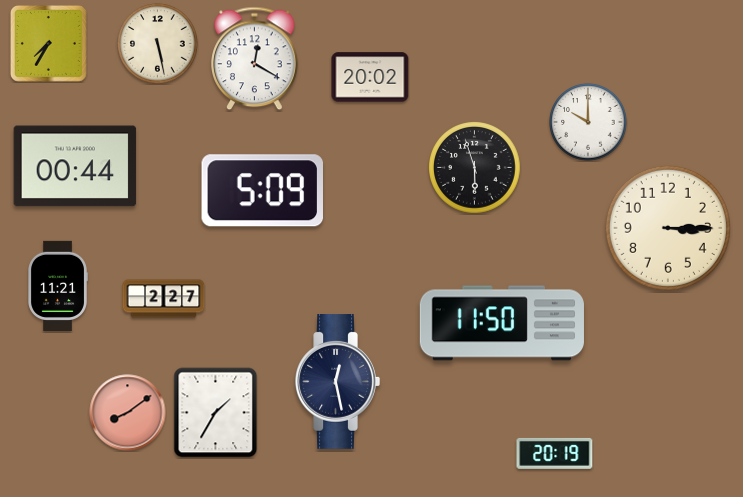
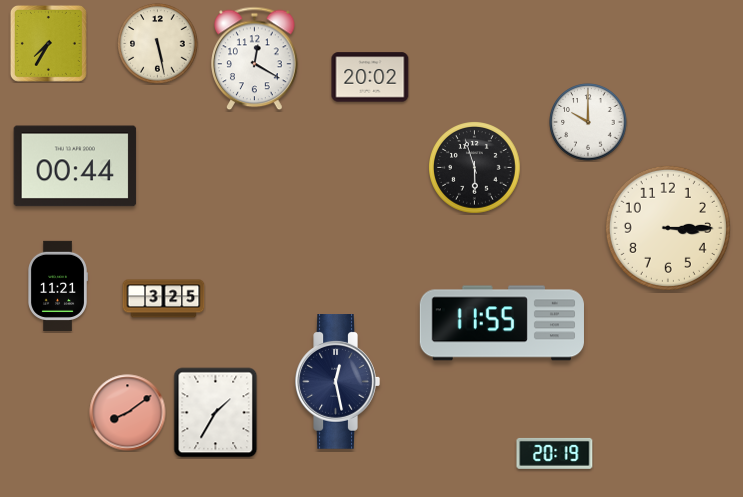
clock at (262, 191): 5:09 -> none
clock at (164, 299): 2:27 -> 3:25
clock at (502, 323): 11:50 -> 11:55
